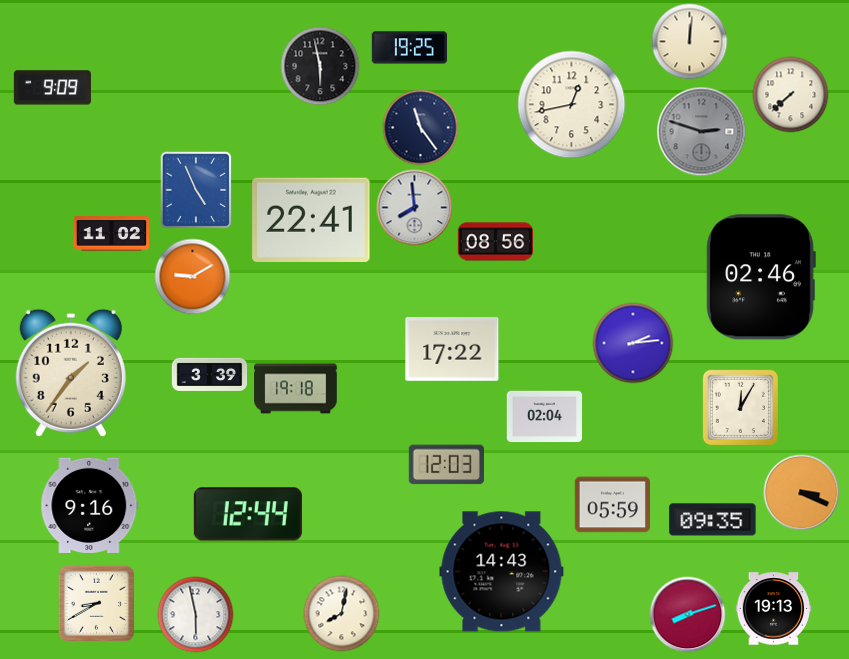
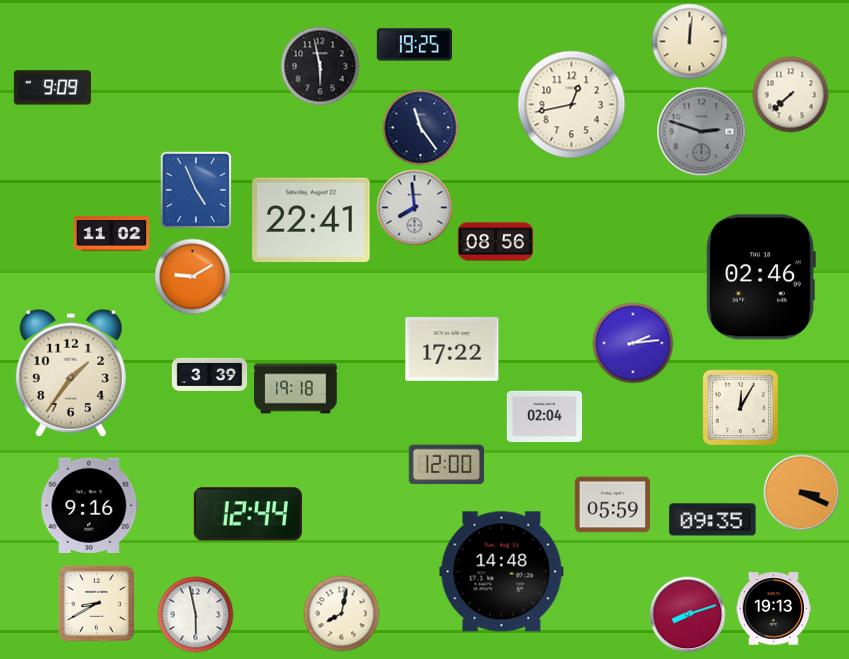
clock at (409, 48) position: (409, 48) -> (414, 45)
clock at (446, 465): 12:03 -> 12:00
clock at (502, 572): 14:43 -> 14:48
